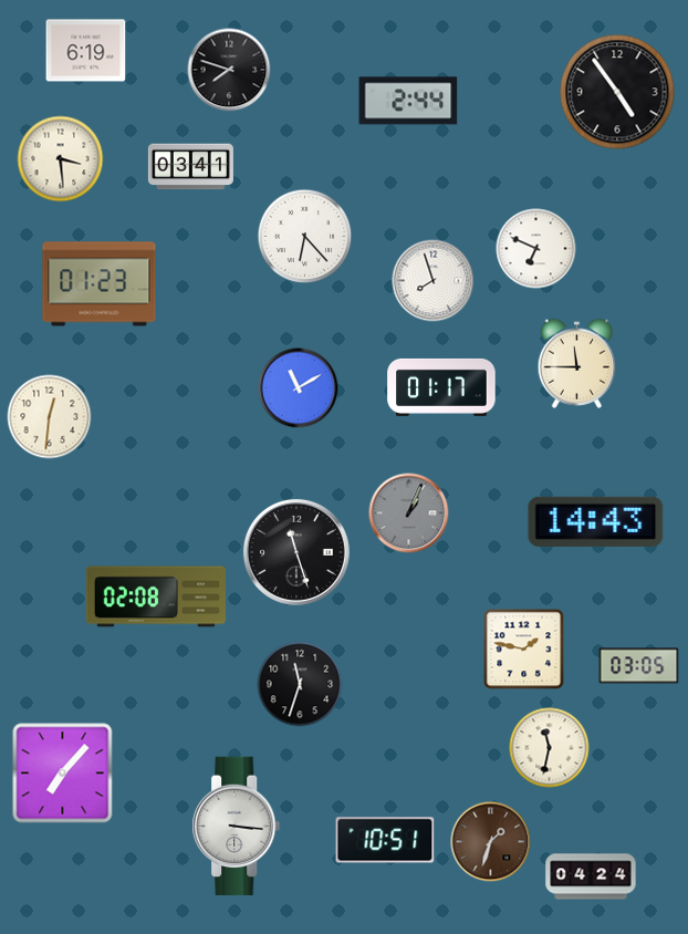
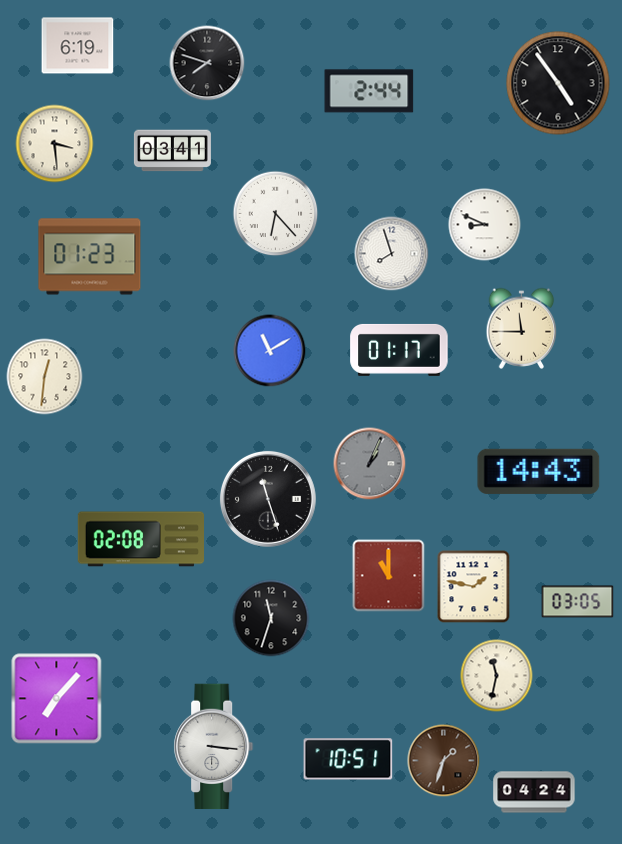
clock at (536, 249): 6:49 -> 8:49
clock at (389, 576): none -> 11:00
